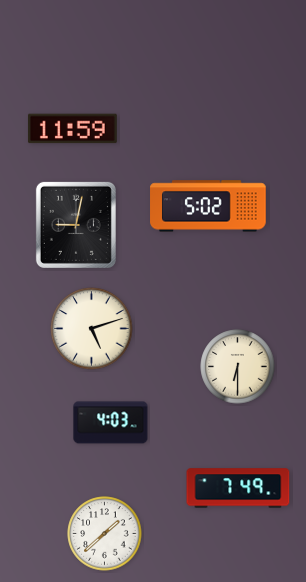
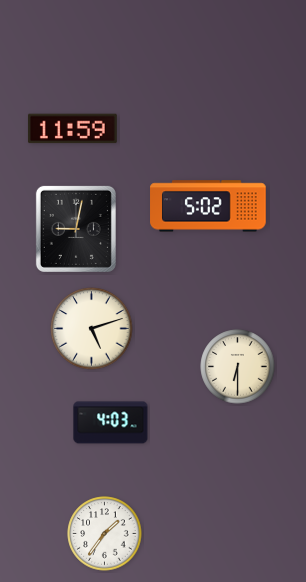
clock at (76, 225) position: (76, 225) -> (76, 229)
clock at (238, 488): 7:49 -> none
clock at (105, 534): 1:38 -> 1:36
